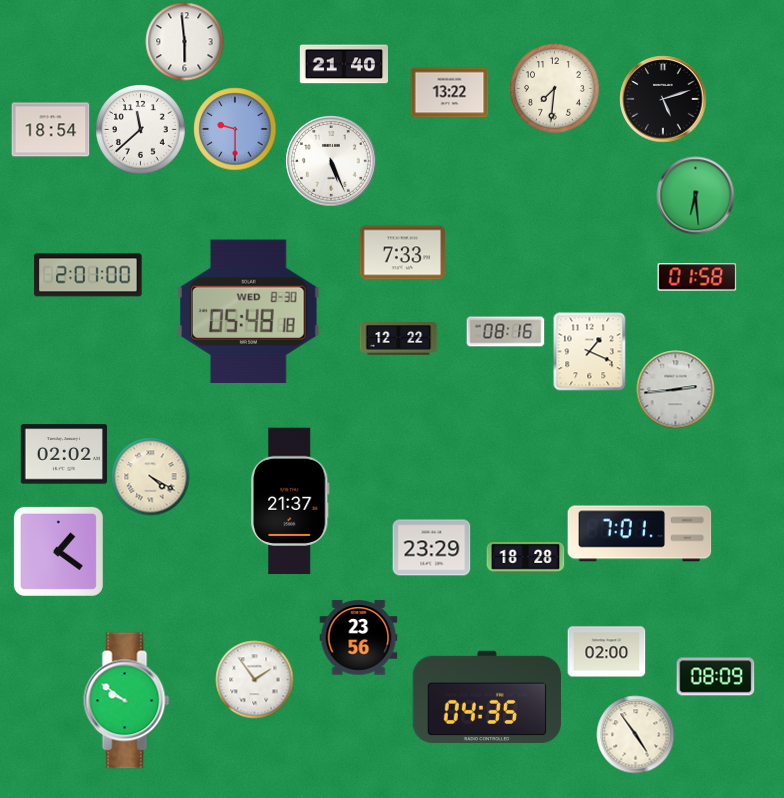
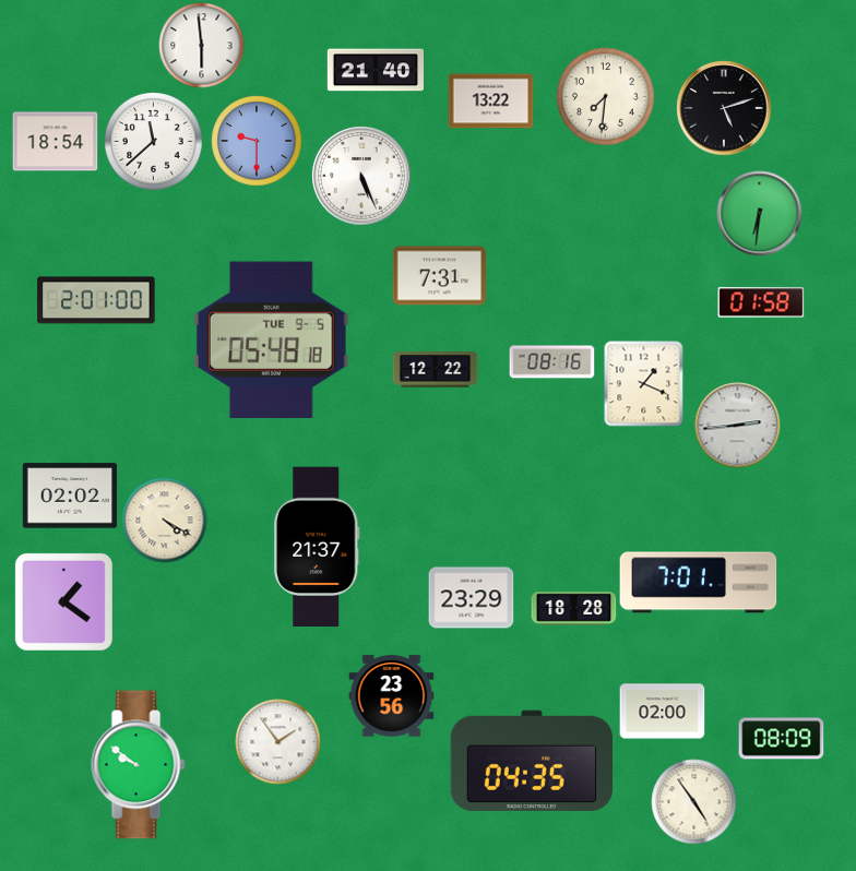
clock at (695, 195): 6:29 -> 6:31
clock at (402, 253): 7:33 -> 7:31
clock at (248, 312) date: WED 8-30 -> TUE 9-5
